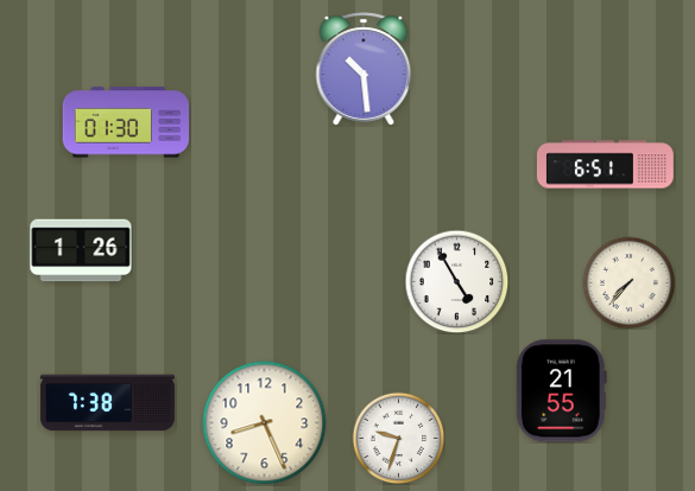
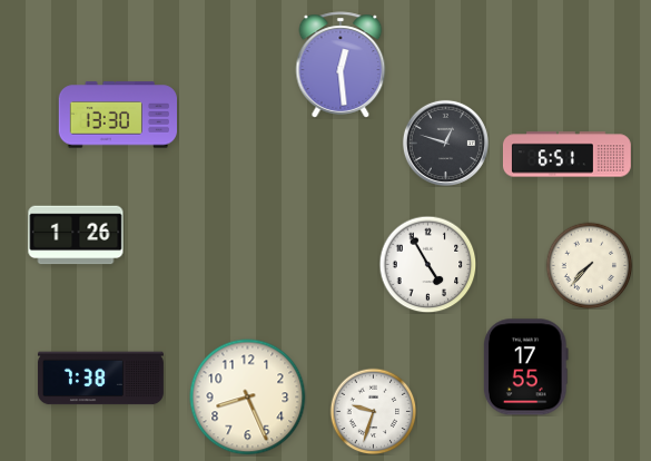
clock at (364, 69): 10:29 -> 12:29
clock at (125, 122): 01:30 -> 13:30
clock at (445, 143): none -> 12:48
clock at (562, 391): 21:55 -> 17:55
